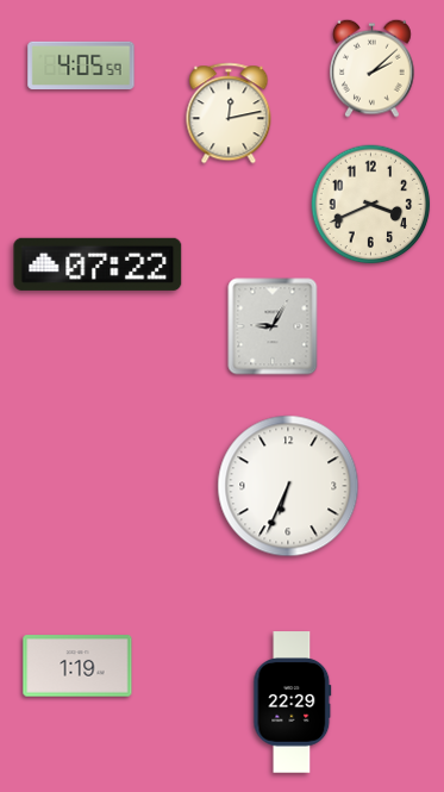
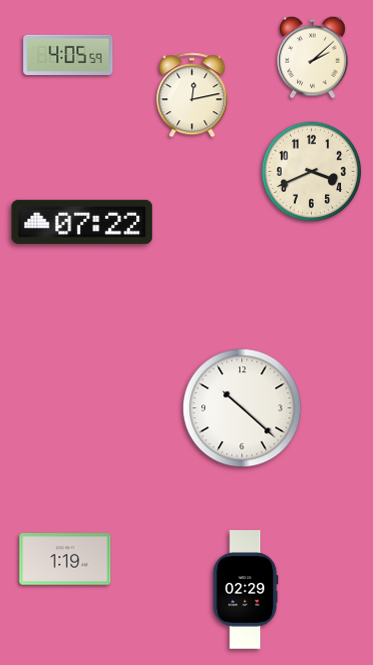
clock at (273, 326): 9:05 -> none
clock at (288, 486): 6:34 -> 10:22
clock at (293, 703): 22:29 -> 02:29
